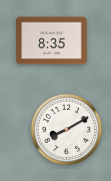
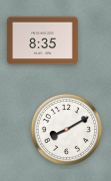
clock at (52, 41) position: (52, 41) -> (43, 41)
